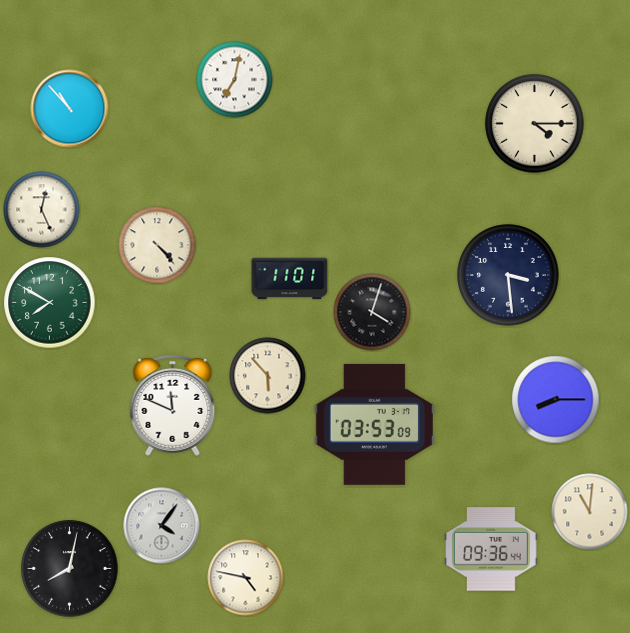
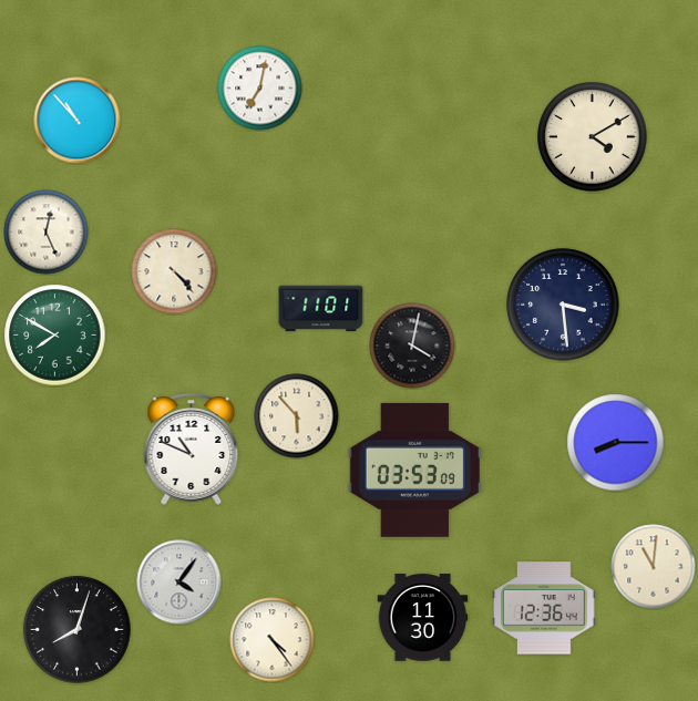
clock at (535, 124): 4:15 -> 4:10
clock at (372, 312): 4:03 -> 4:02
clock at (173, 405): 11:49 -> 10:49
clock at (491, 549): 09:36 -> 12:36
clock at (423, 618): none -> 11:30
clock at (70, 569): 8:02 -> 8:03
clock at (246, 578): 4:47 -> 4:24
